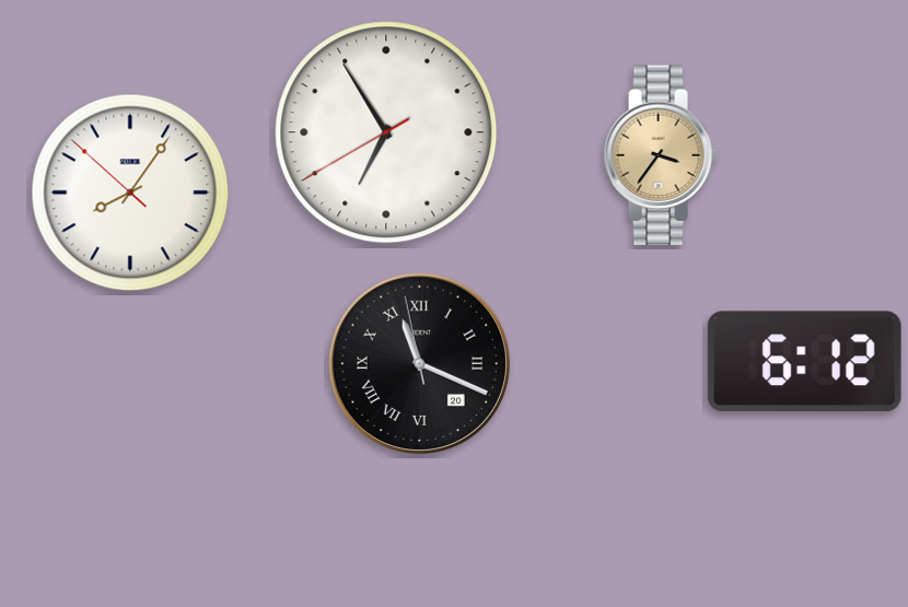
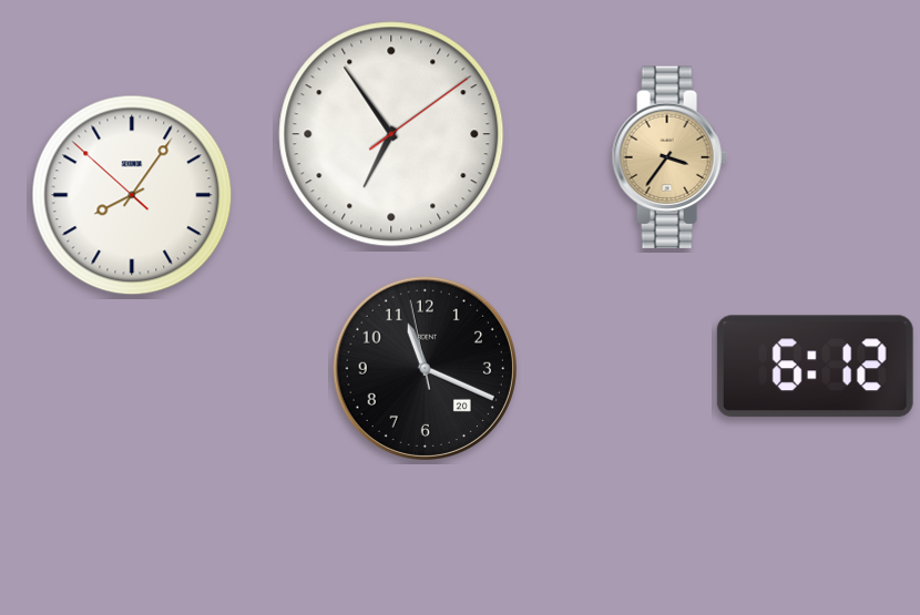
clock at (386, 132): 6:54:40 -> 6:54:09
clock at (419, 363) numerals: Roman -> Arabic
